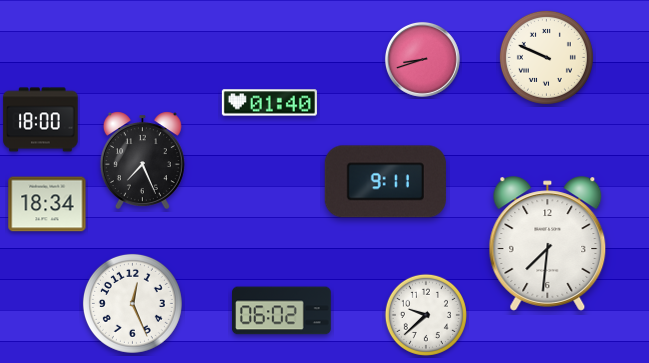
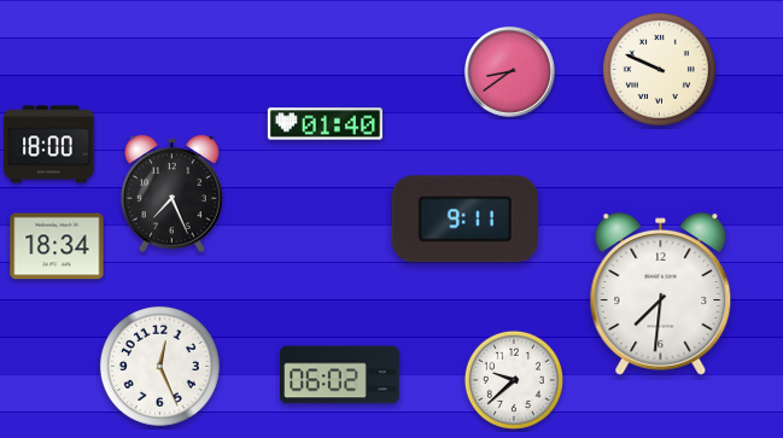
clock at (422, 59): 8:42 -> 8:39
